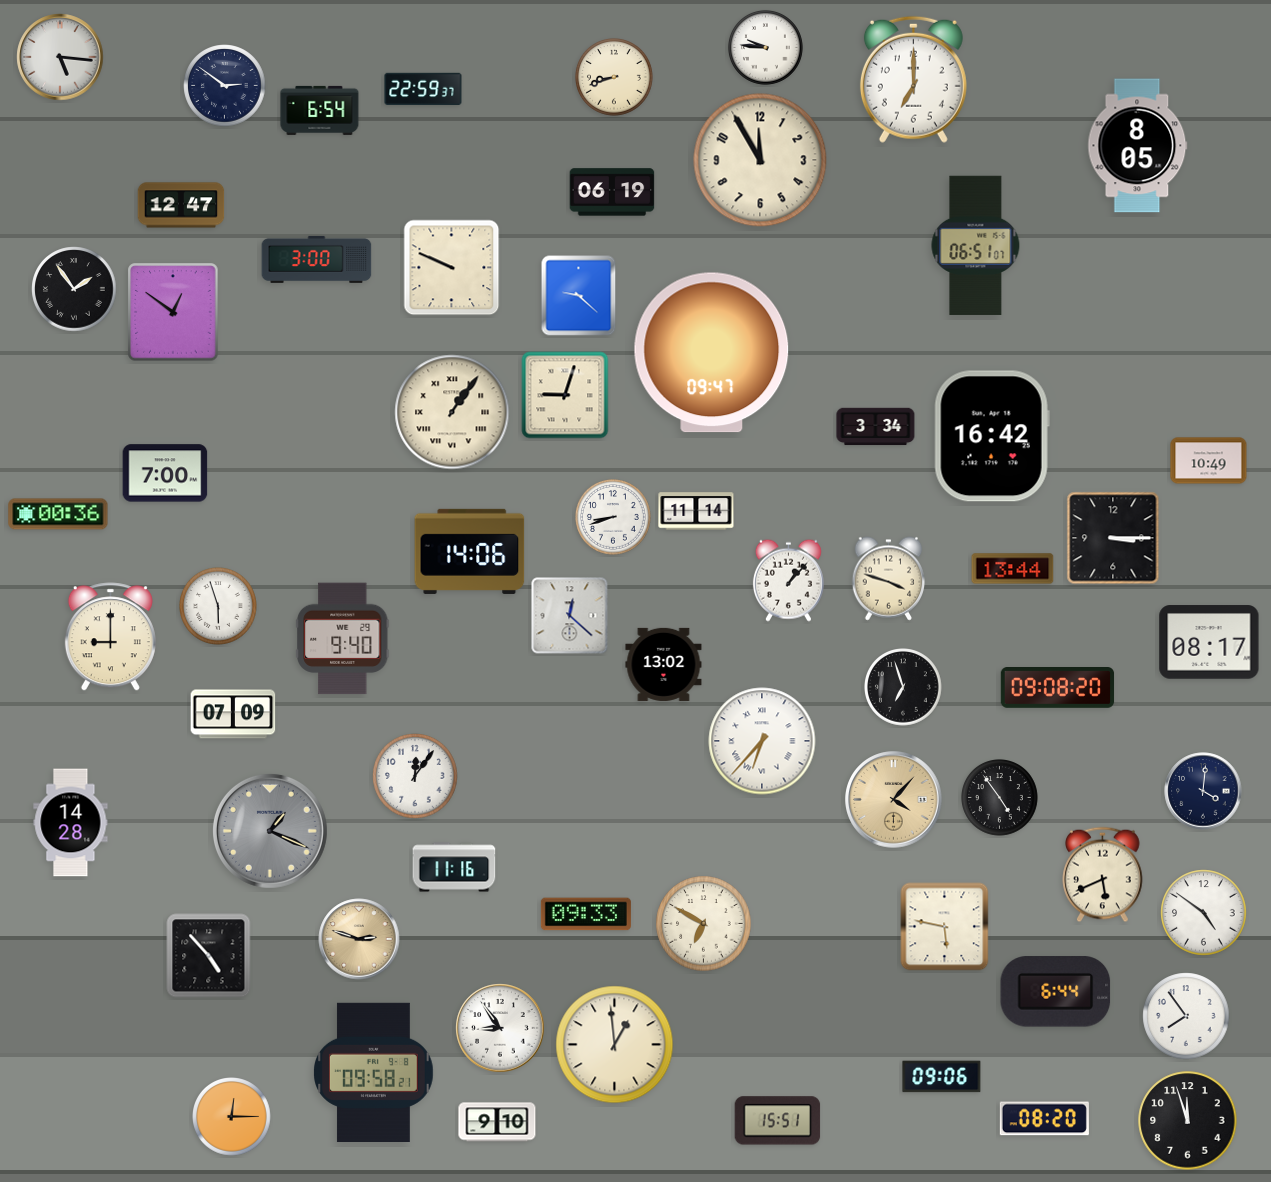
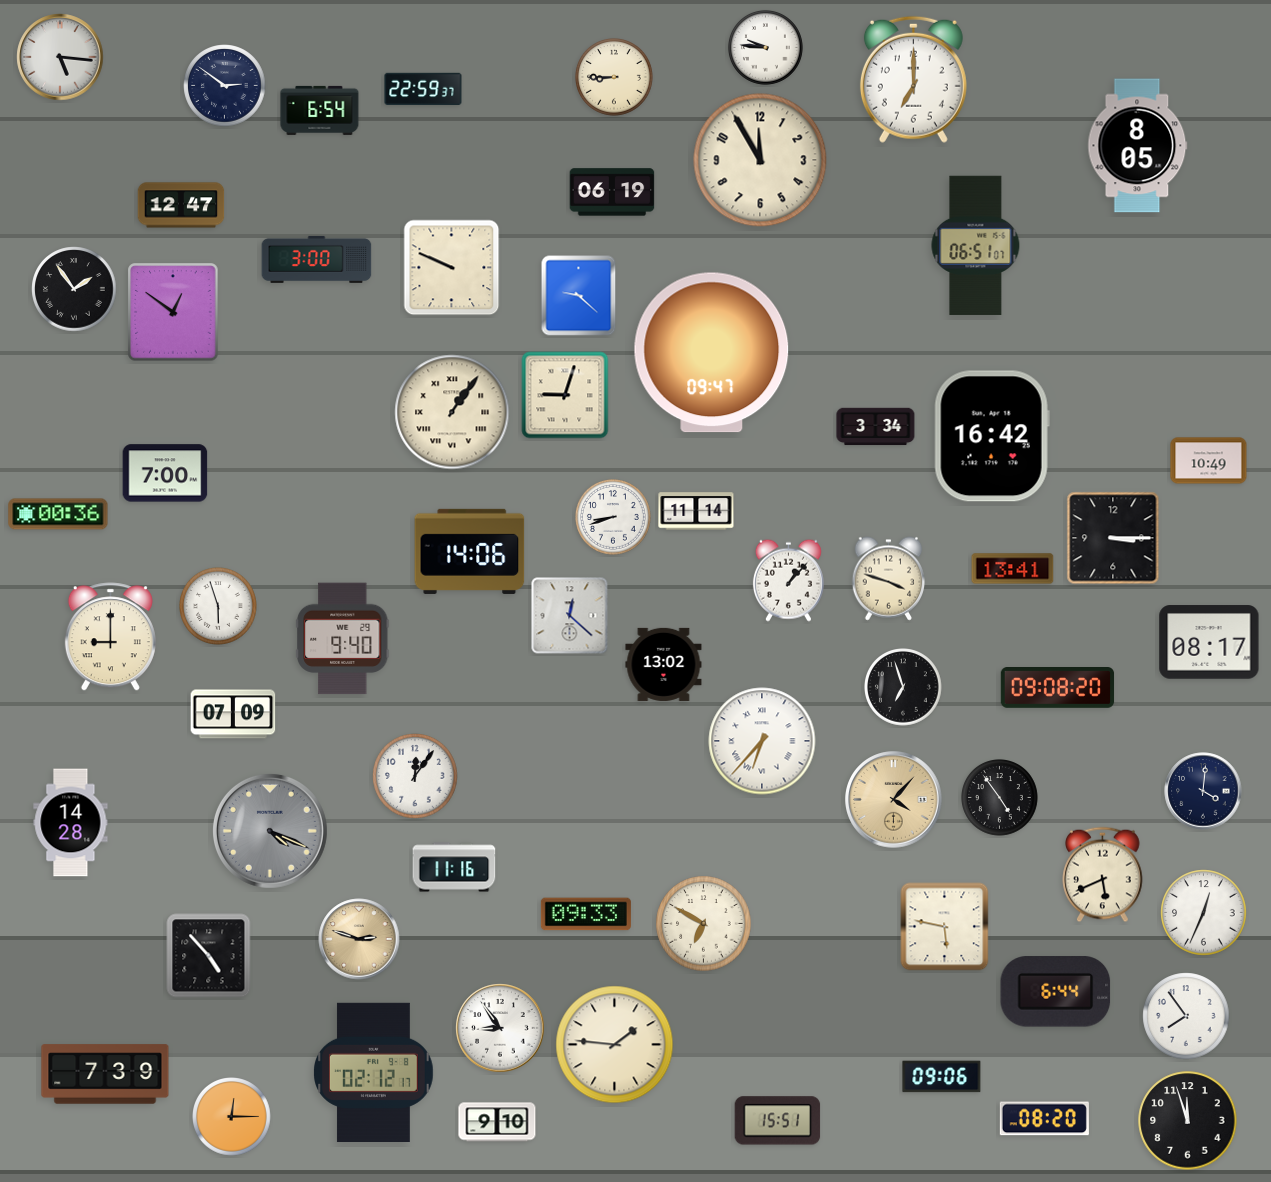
clock at (615, 78): 8:42 -> 8:45
clock at (1013, 569): 13:44 -> 13:41
clock at (270, 831): 1:19 -> 4:19
clock at (1204, 913): 4:51 -> 12:34
clock at (615, 1045): 12:59 -> 1:46
clock at (374, 1072): 09:58 -> 02:12
clock at (105, 1074): none -> 7:39
